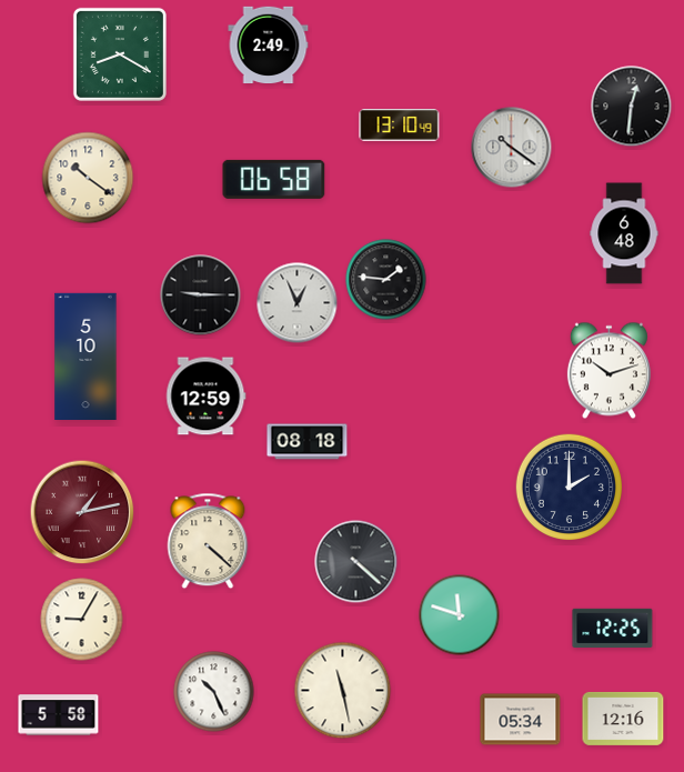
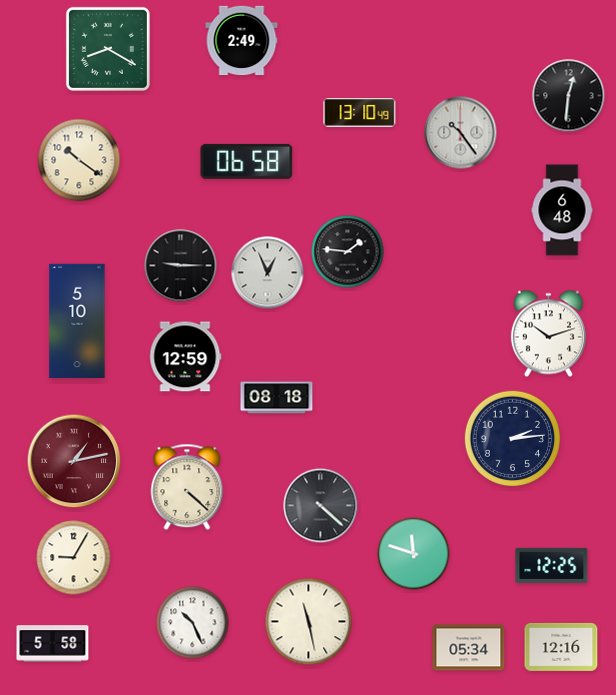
clock at (512, 148): 10:21 -> 10:24
clock at (570, 488): 2:00 -> 2:14
